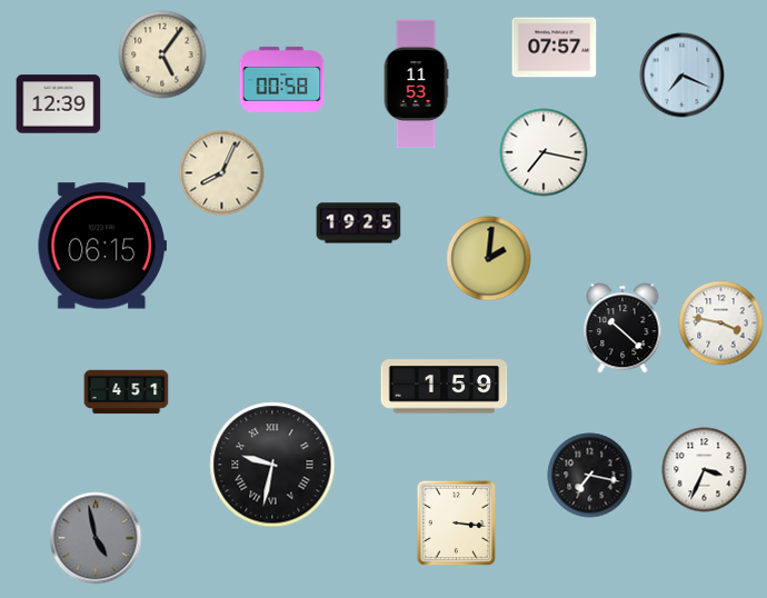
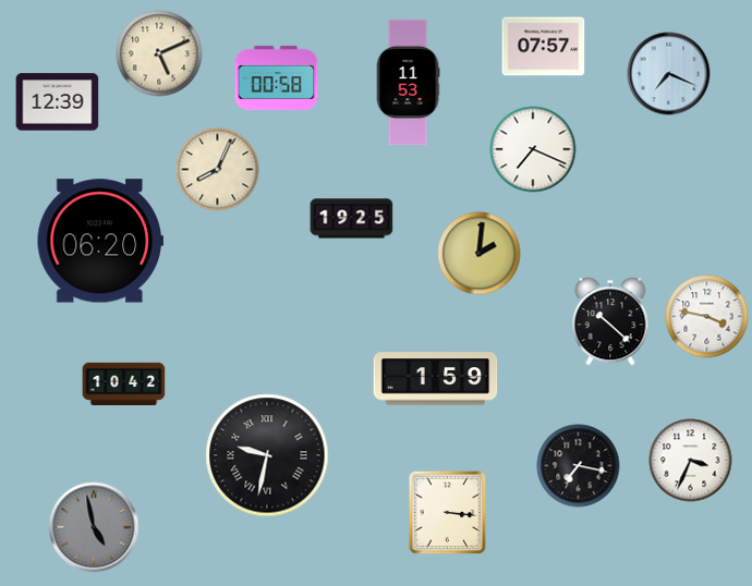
clock at (162, 54): 5:06 -> 5:11
clock at (544, 152): 7:17 -> 7:19
clock at (102, 246): 06:15 -> 06:20
clock at (127, 392): 4:51 -> 10:42
